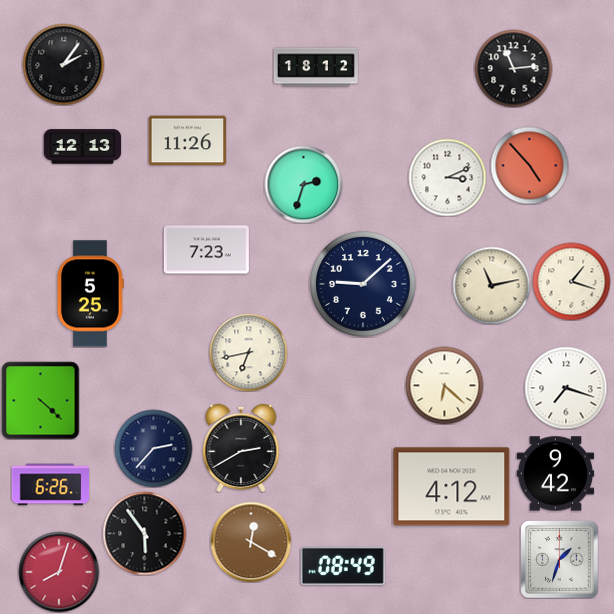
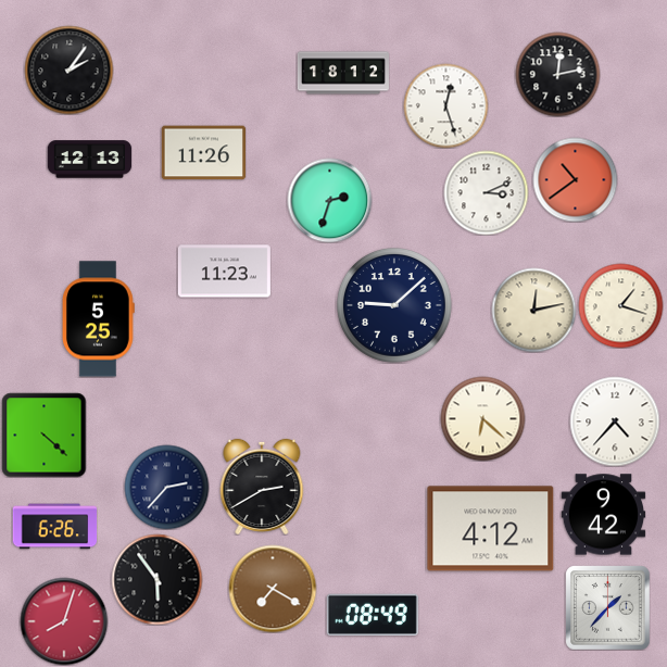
clock at (513, 68): 11:14 -> 12:13
clock at (445, 105): none -> 12:27
clock at (529, 165): 4:53 -> 10:39
clock at (206, 250): 7:23 -> 11:23
clock at (364, 285) position: (364, 285) -> (395, 306)
clock at (491, 285): 11:13 -> 12:13
clock at (248, 352): 6:43 -> none
clock at (566, 388): 7:18 -> 4:37
clock at (251, 542): 12:20 -> 7:20
clock at (559, 559): 1:33 -> 1:37
